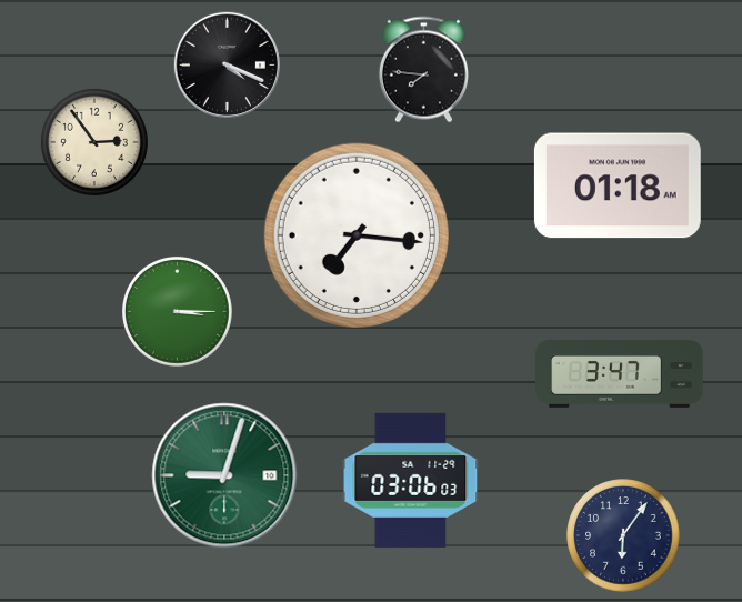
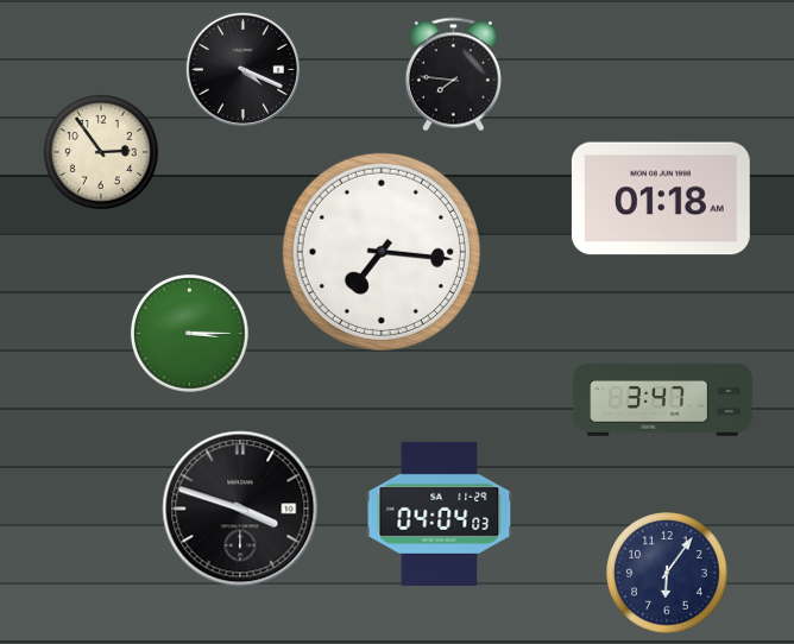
clock at (224, 475): 9:03 -> 3:48
clock at (224, 475) dial: green -> black
clock at (411, 480): 03:06 -> 04:04
